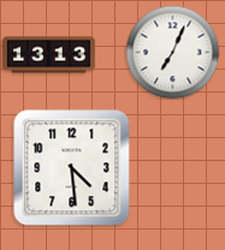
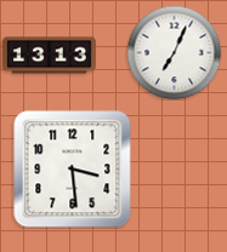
clock at (72, 168): 4:29 -> 3:29
